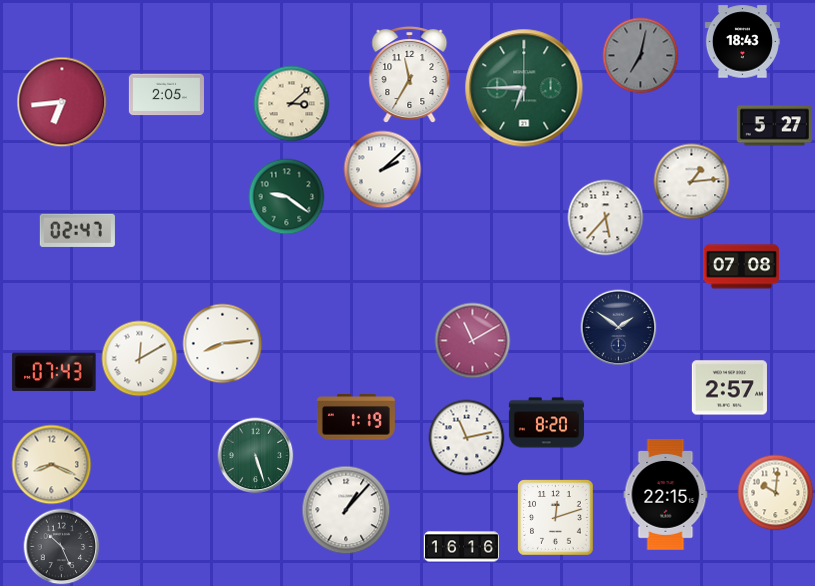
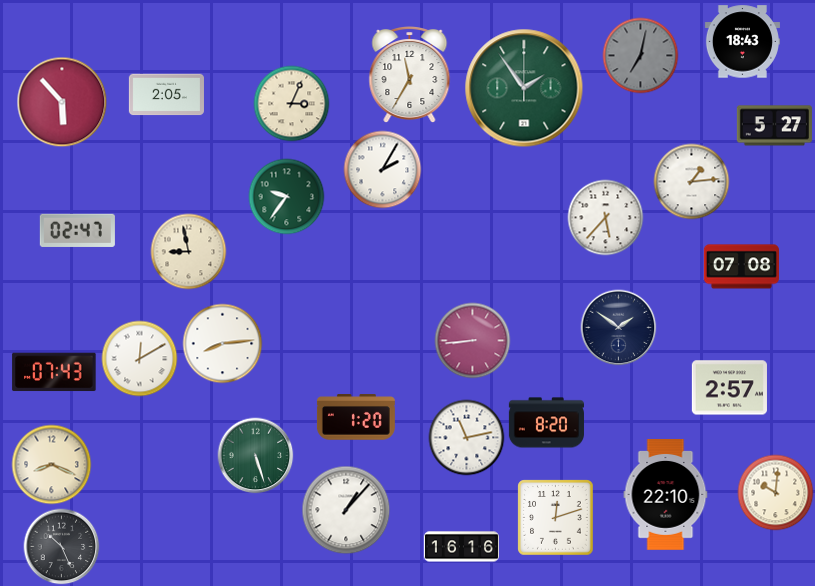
clock at (524, 88): 6:45 -> 1:54
clock at (62, 102): 6:44 -> 5:53
clock at (292, 104): 3:08 -> 3:04
clock at (383, 170): 2:08 -> 2:05
clock at (287, 197): 9:21 -> 9:36
clock at (189, 252): none -> 8:58
clock at (473, 341): 11:10 -> 8:44
clock at (356, 417): 1:19 -> 1:20
clock at (666, 495): 22:15 -> 22:10
